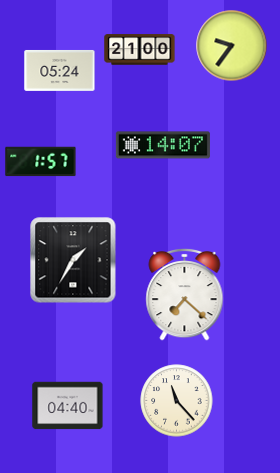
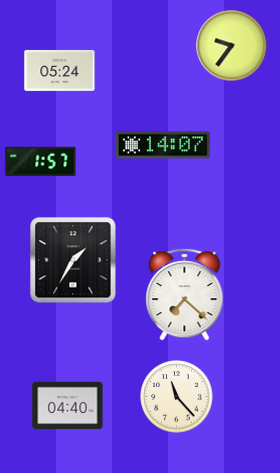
clock at (140, 50): 21:00 -> none
clock at (177, 401) position: (177, 401) -> (177, 397)
